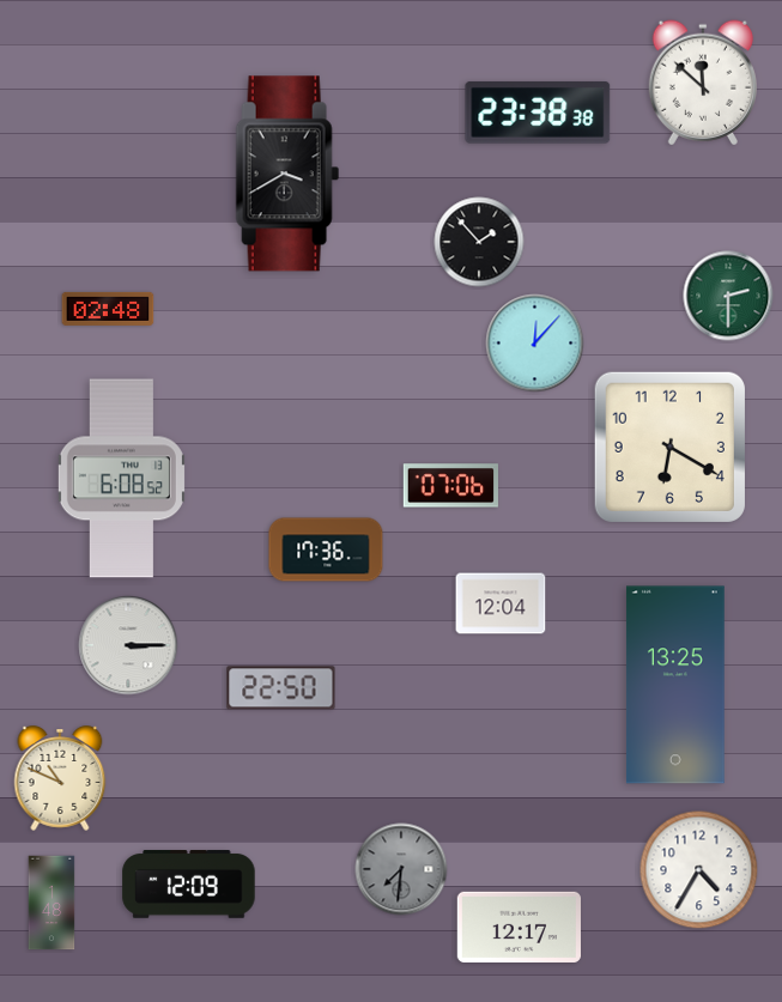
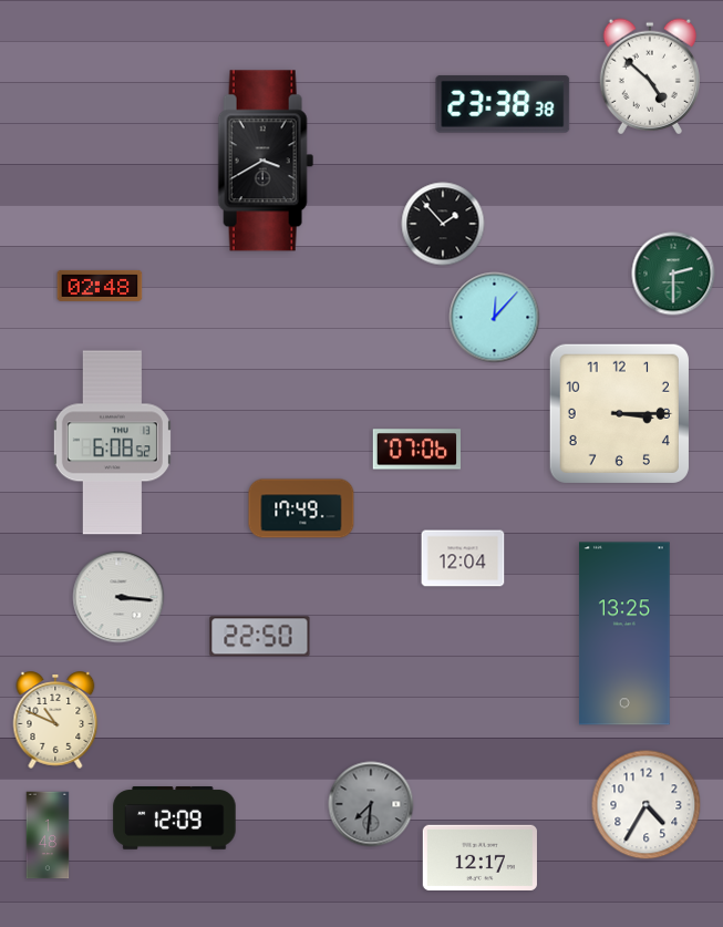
clock at (703, 83): 11:52 -> 4:52
clock at (538, 113) position: (538, 113) -> (503, 104)
clock at (669, 447): 6:20 -> 3:15
clock at (326, 549): 17:36 -> 17:49
clock at (128, 645): 3:15 -> 3:16
